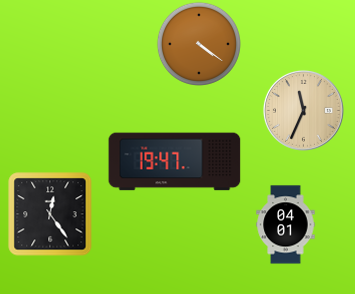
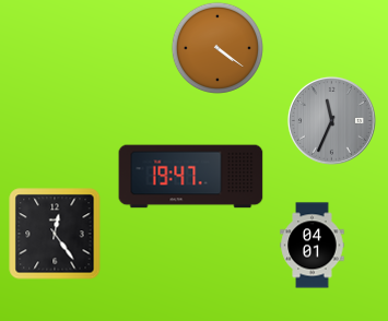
clock at (303, 110) dial: champagne -> grey
